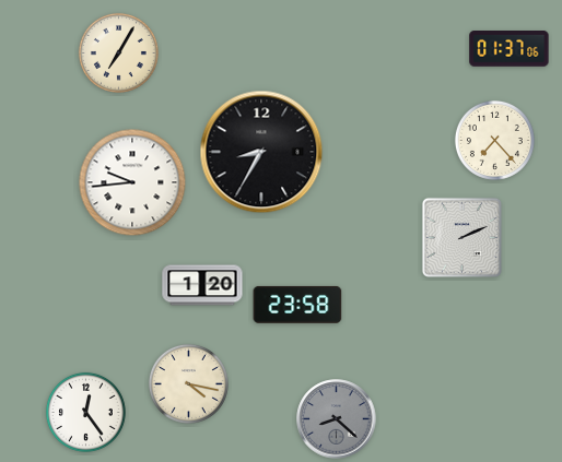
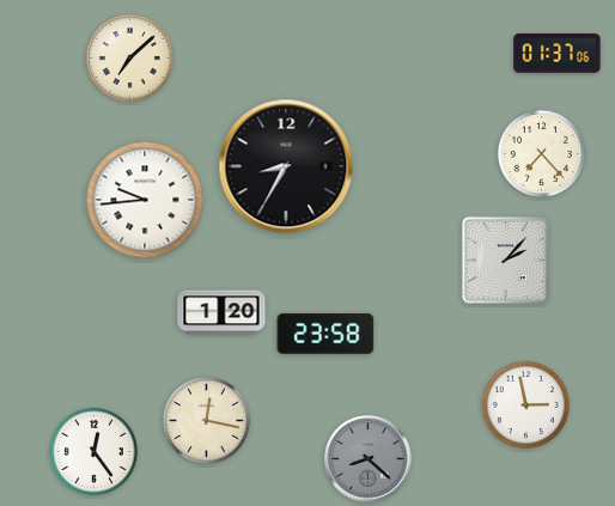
clock at (118, 52): 7:05 -> 7:08
clock at (461, 237): 2:11 -> 2:07
clock at (525, 404): none -> 2:58
clock at (188, 383): 4:17 -> 12:17
